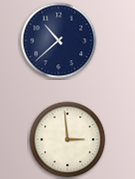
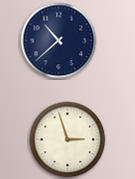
clock at (68, 140): 2:59 -> 2:57
